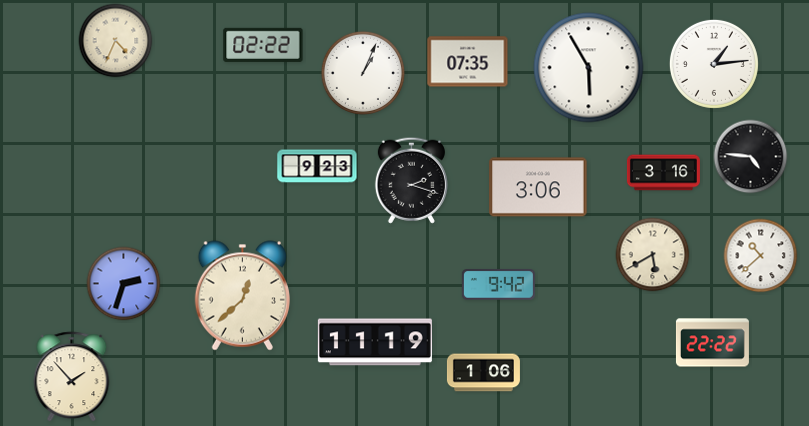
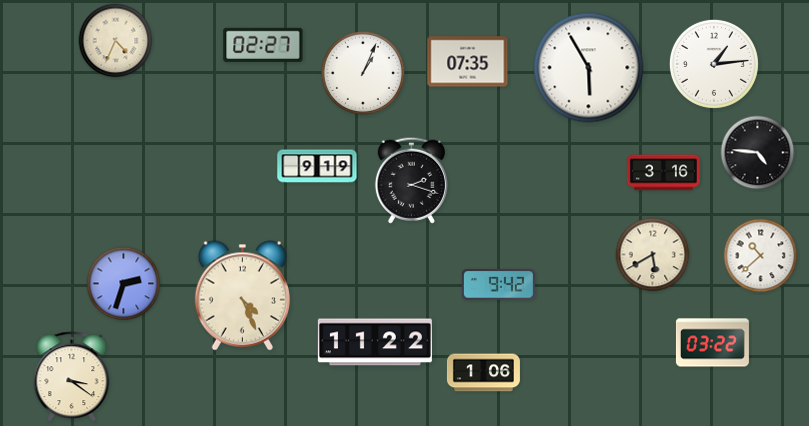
clock at (263, 45): 02:22 -> 02:27
clock at (751, 157) position: (751, 157) -> (758, 153)
clock at (317, 166): 9:23 -> 9:19
clock at (538, 187): 3:06 -> none
clock at (242, 296): 12:38 -> 4:26
clock at (375, 342): 11:19 -> 11:22
clock at (712, 343): 22:22 -> 03:22
clock at (72, 377): 1:53 -> 3:21
